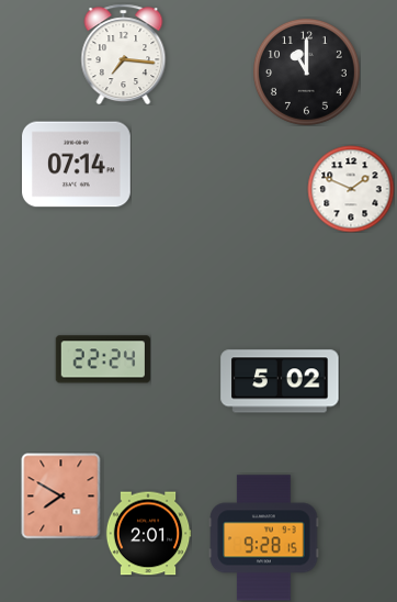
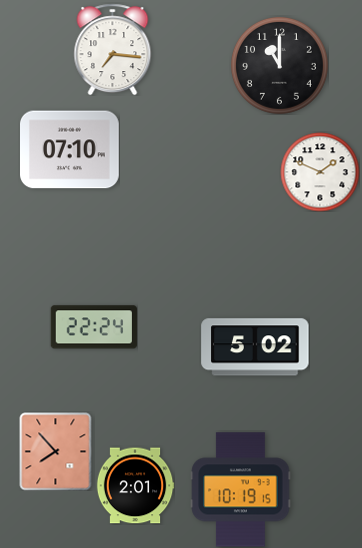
clock at (77, 165): 07:14 -> 07:10
clock at (61, 495): 7:50 -> 7:53
clock at (264, 538): 9:28 -> 10:19
